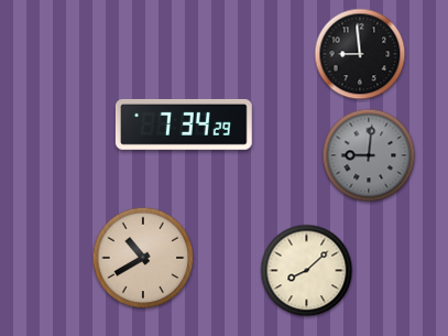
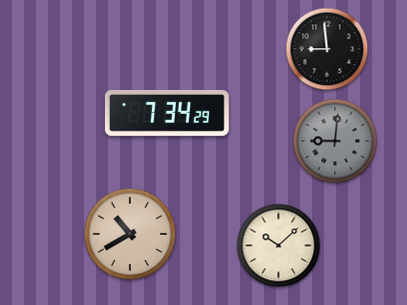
clock at (307, 271): 8:08 -> 10:08
